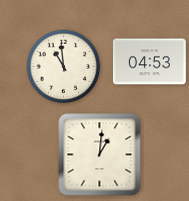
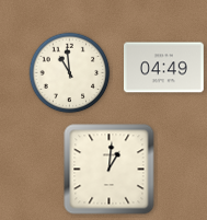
clock at (149, 62): 04:53 -> 04:49
